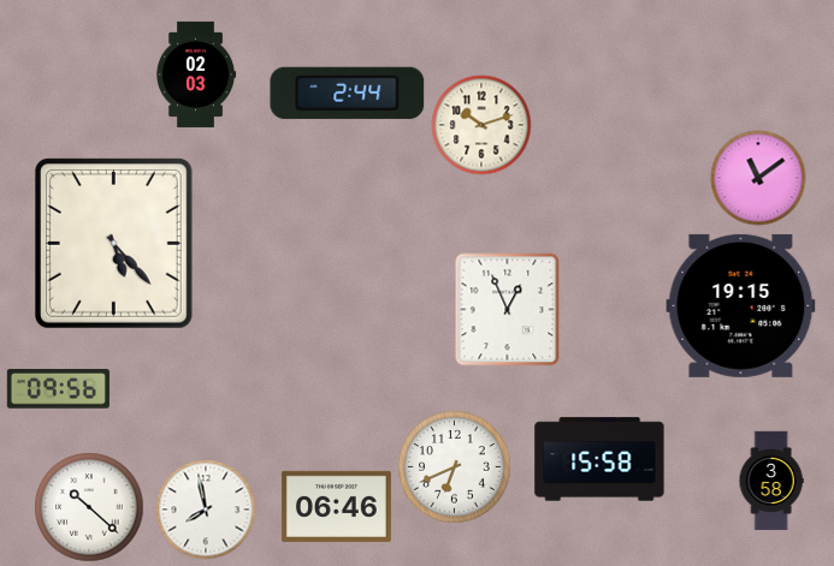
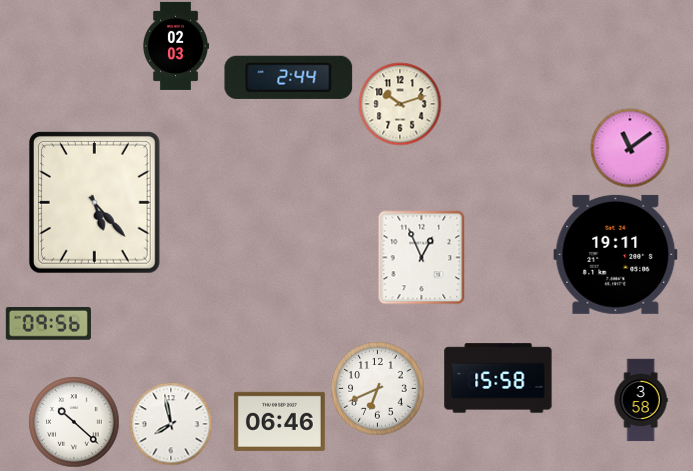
clock at (196, 75) position: (196, 75) -> (176, 46)
clock at (741, 305): 19:15 -> 19:11
clock at (599, 459) position: (599, 459) -> (498, 378)
